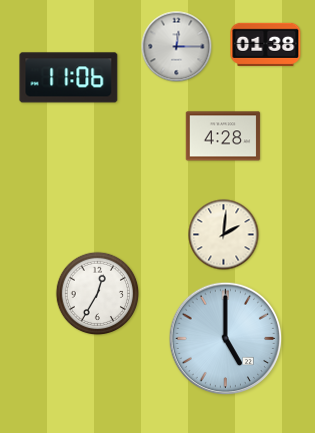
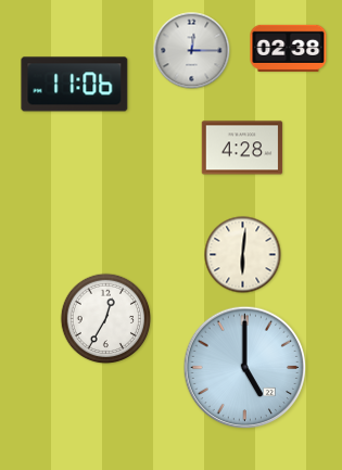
clock at (266, 44): 01:38 -> 02:38
clock at (224, 235): 2:01 -> 6:01
